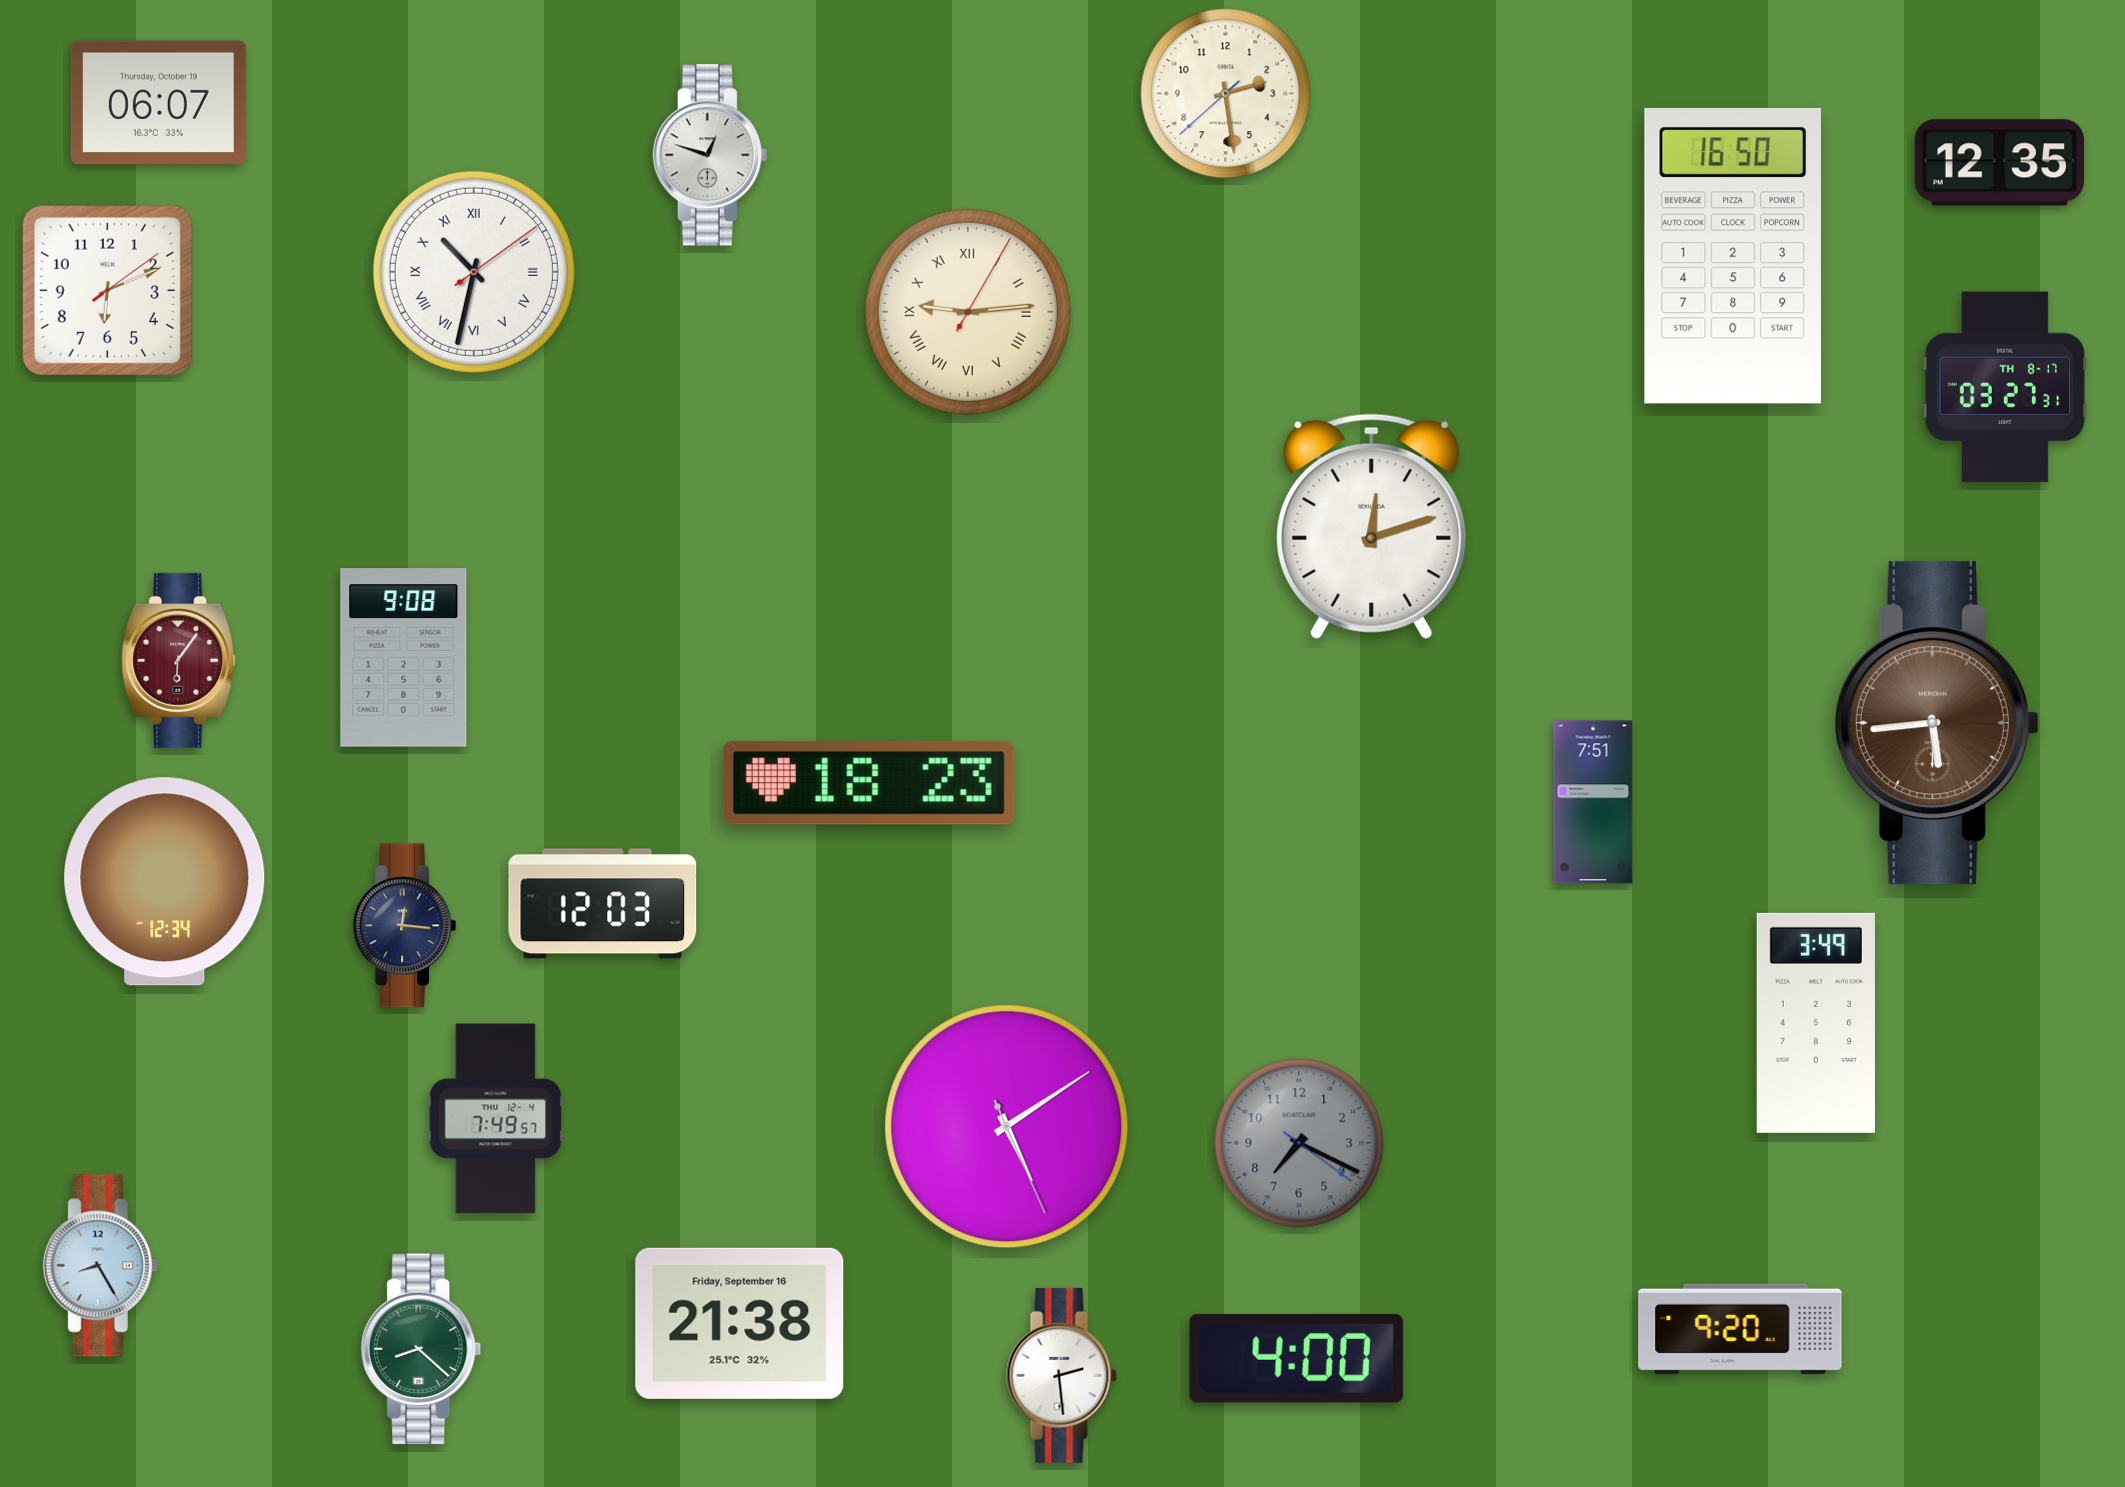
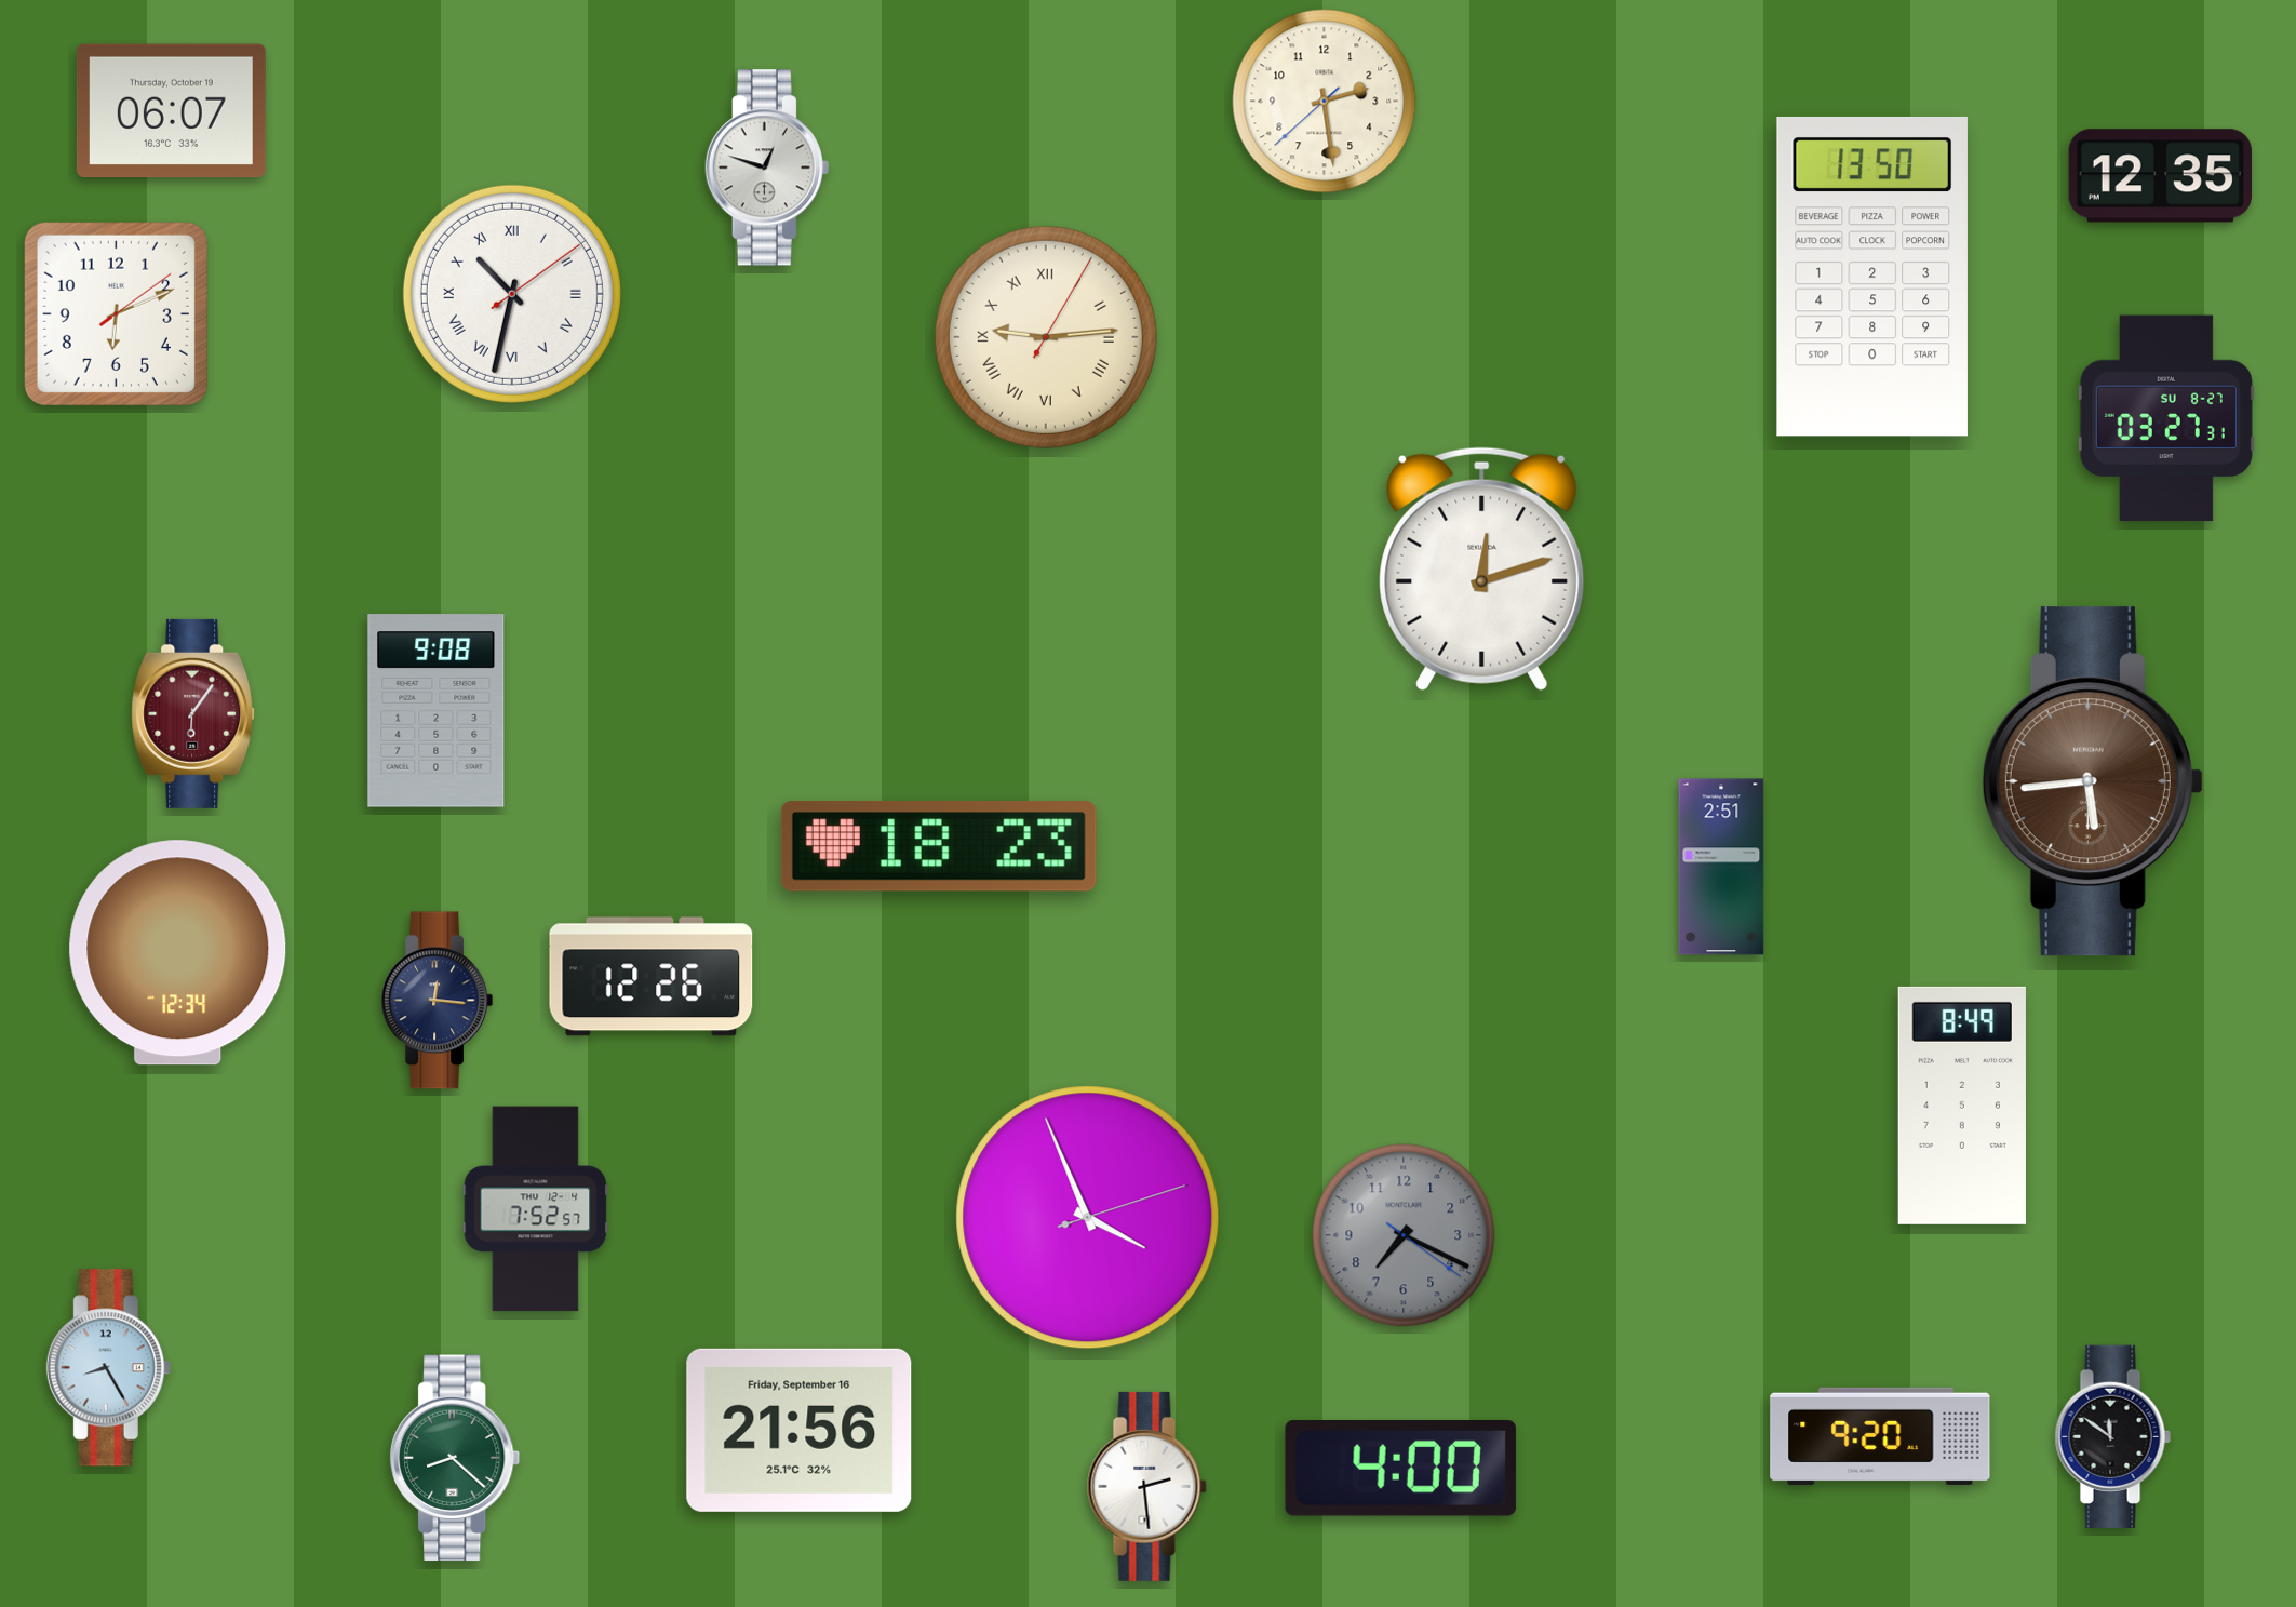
clock at (1733, 256): 16:50 -> 13:50
clock at (2005, 387) date: TH 8-17 -> SU 8-27
clock at (1593, 802): 7:51 -> 2:51
clock at (603, 904): 12:03 -> 12:26
clock at (1816, 1023): 3:49 -> 8:49
clock at (496, 1119): 7:49 -> 7:52
clock at (1007, 1127): 5:09 -> 3:56
clock at (740, 1323): 21:38 -> 21:56
clock at (2112, 1436): none -> 11:51
